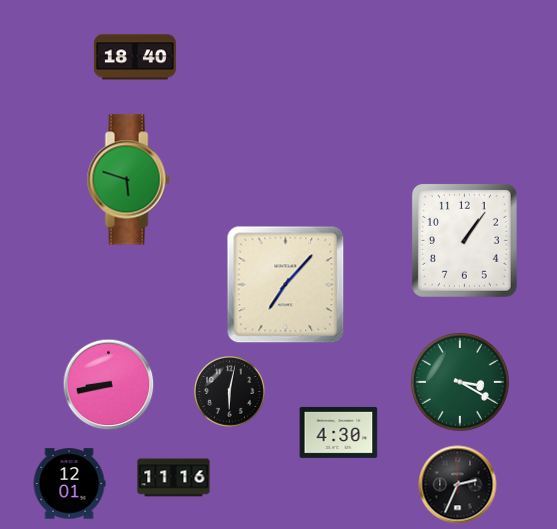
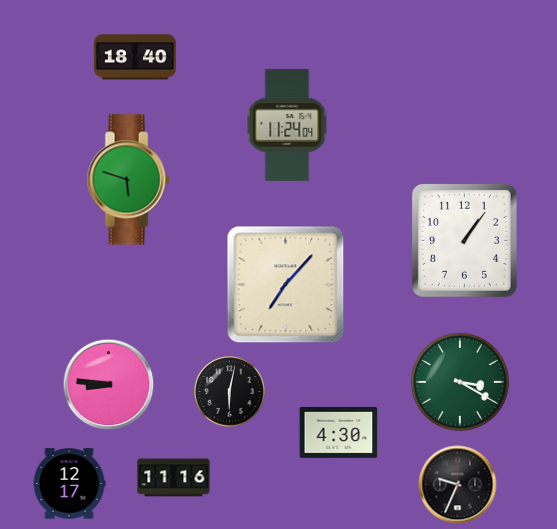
clock at (287, 125): none -> 11:24
clock at (109, 385): 8:43 -> 8:46
clock at (69, 484): 12:01 -> 12:17
clock at (458, 485): 2:34 -> 9:34
